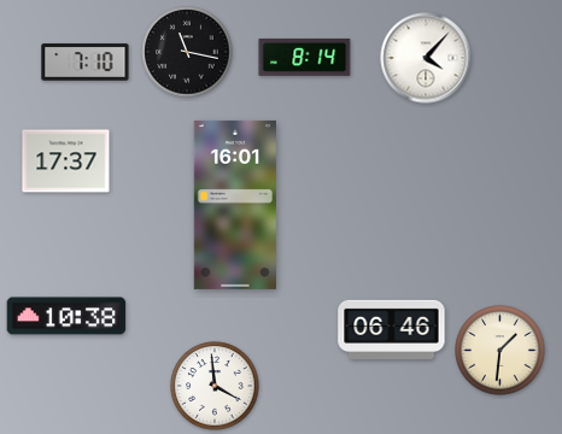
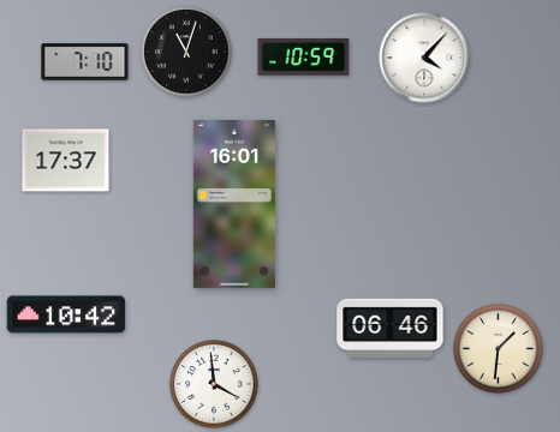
clock at (187, 52): 11:17 -> 11:03
clock at (305, 57): 8:14 -> 10:59
clock at (66, 316): 10:38 -> 10:42
